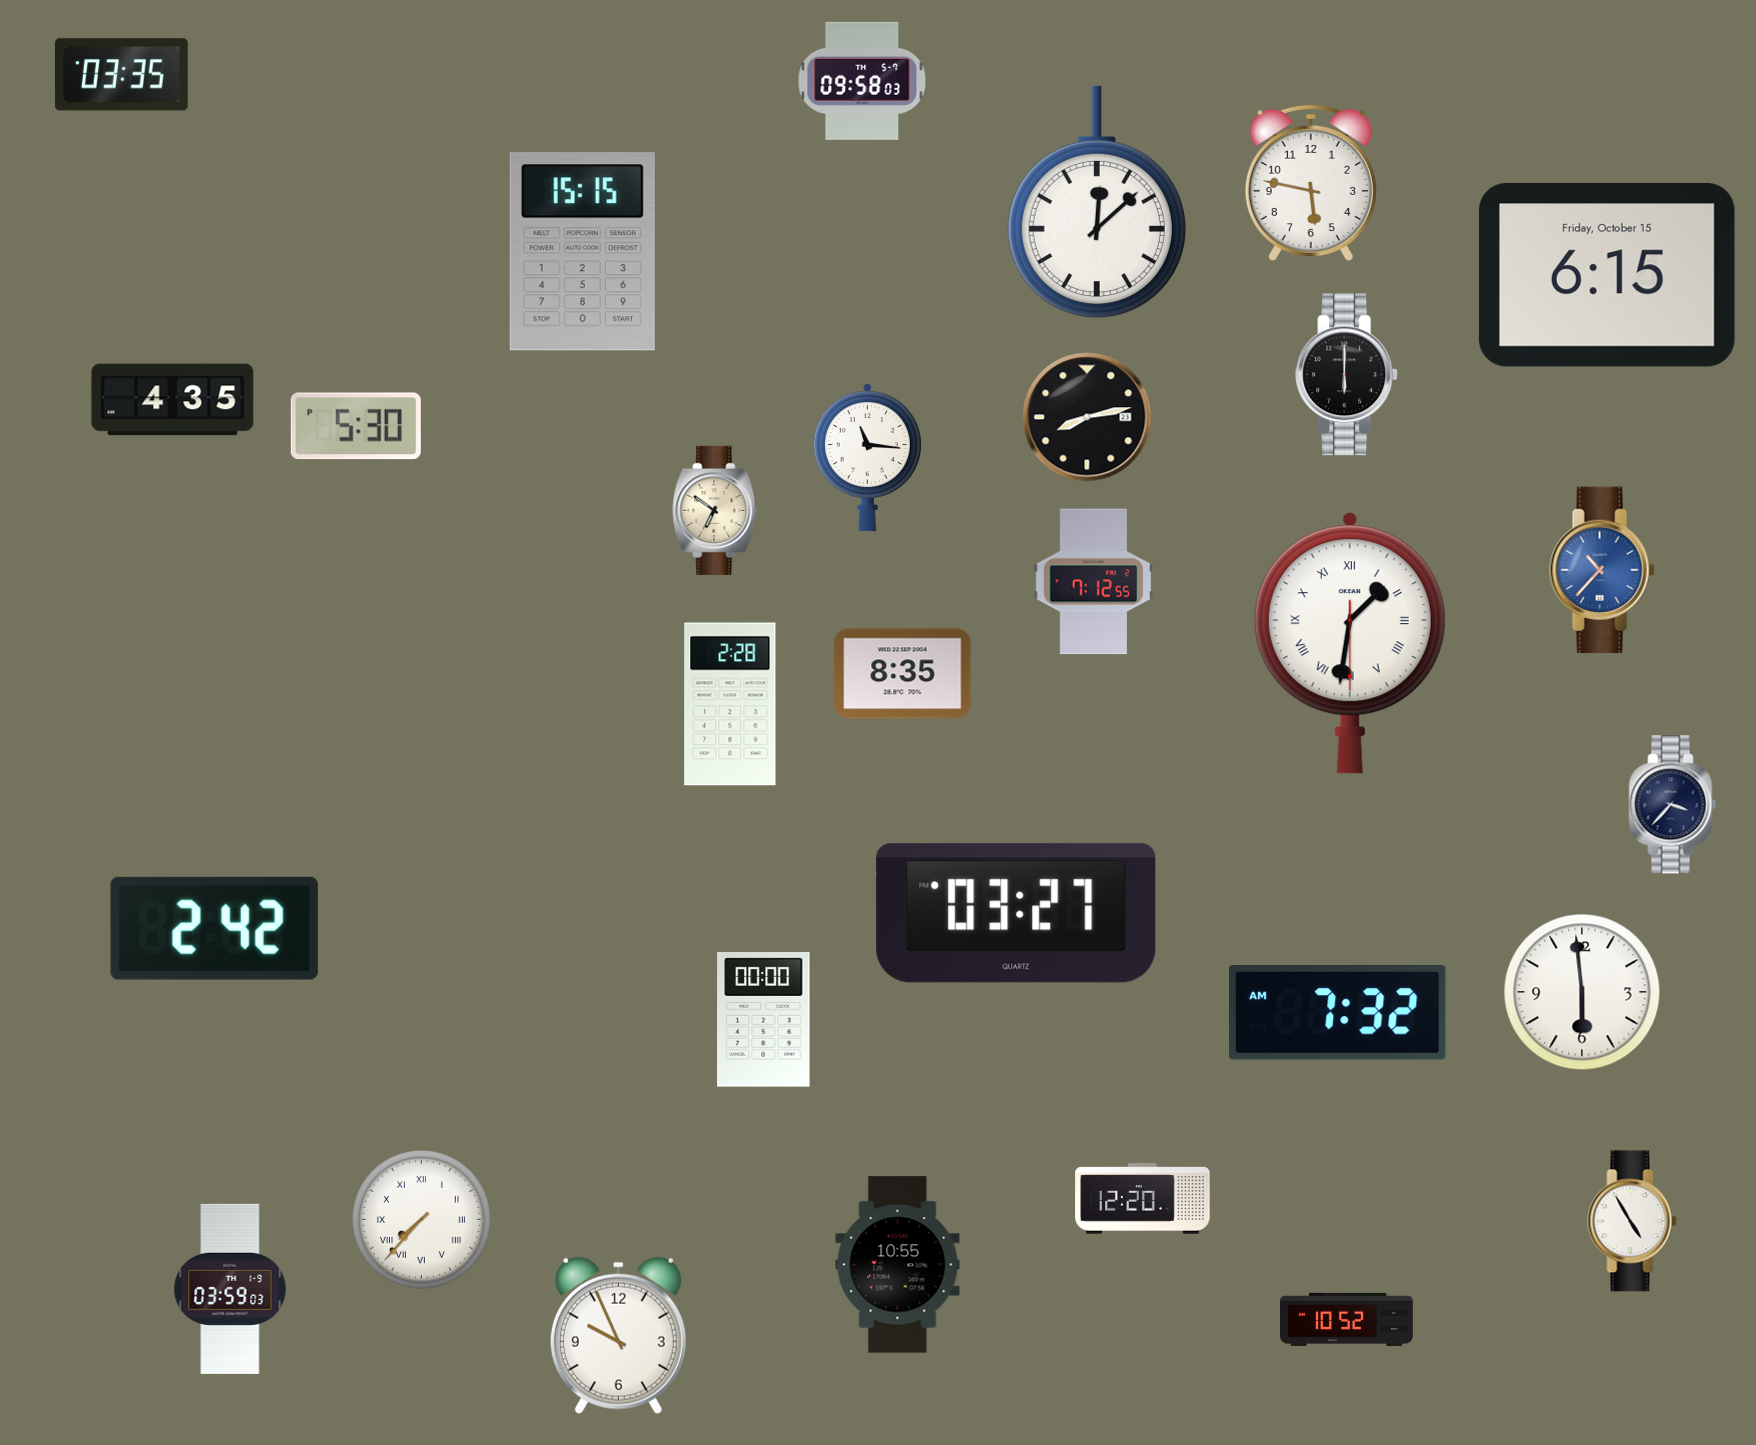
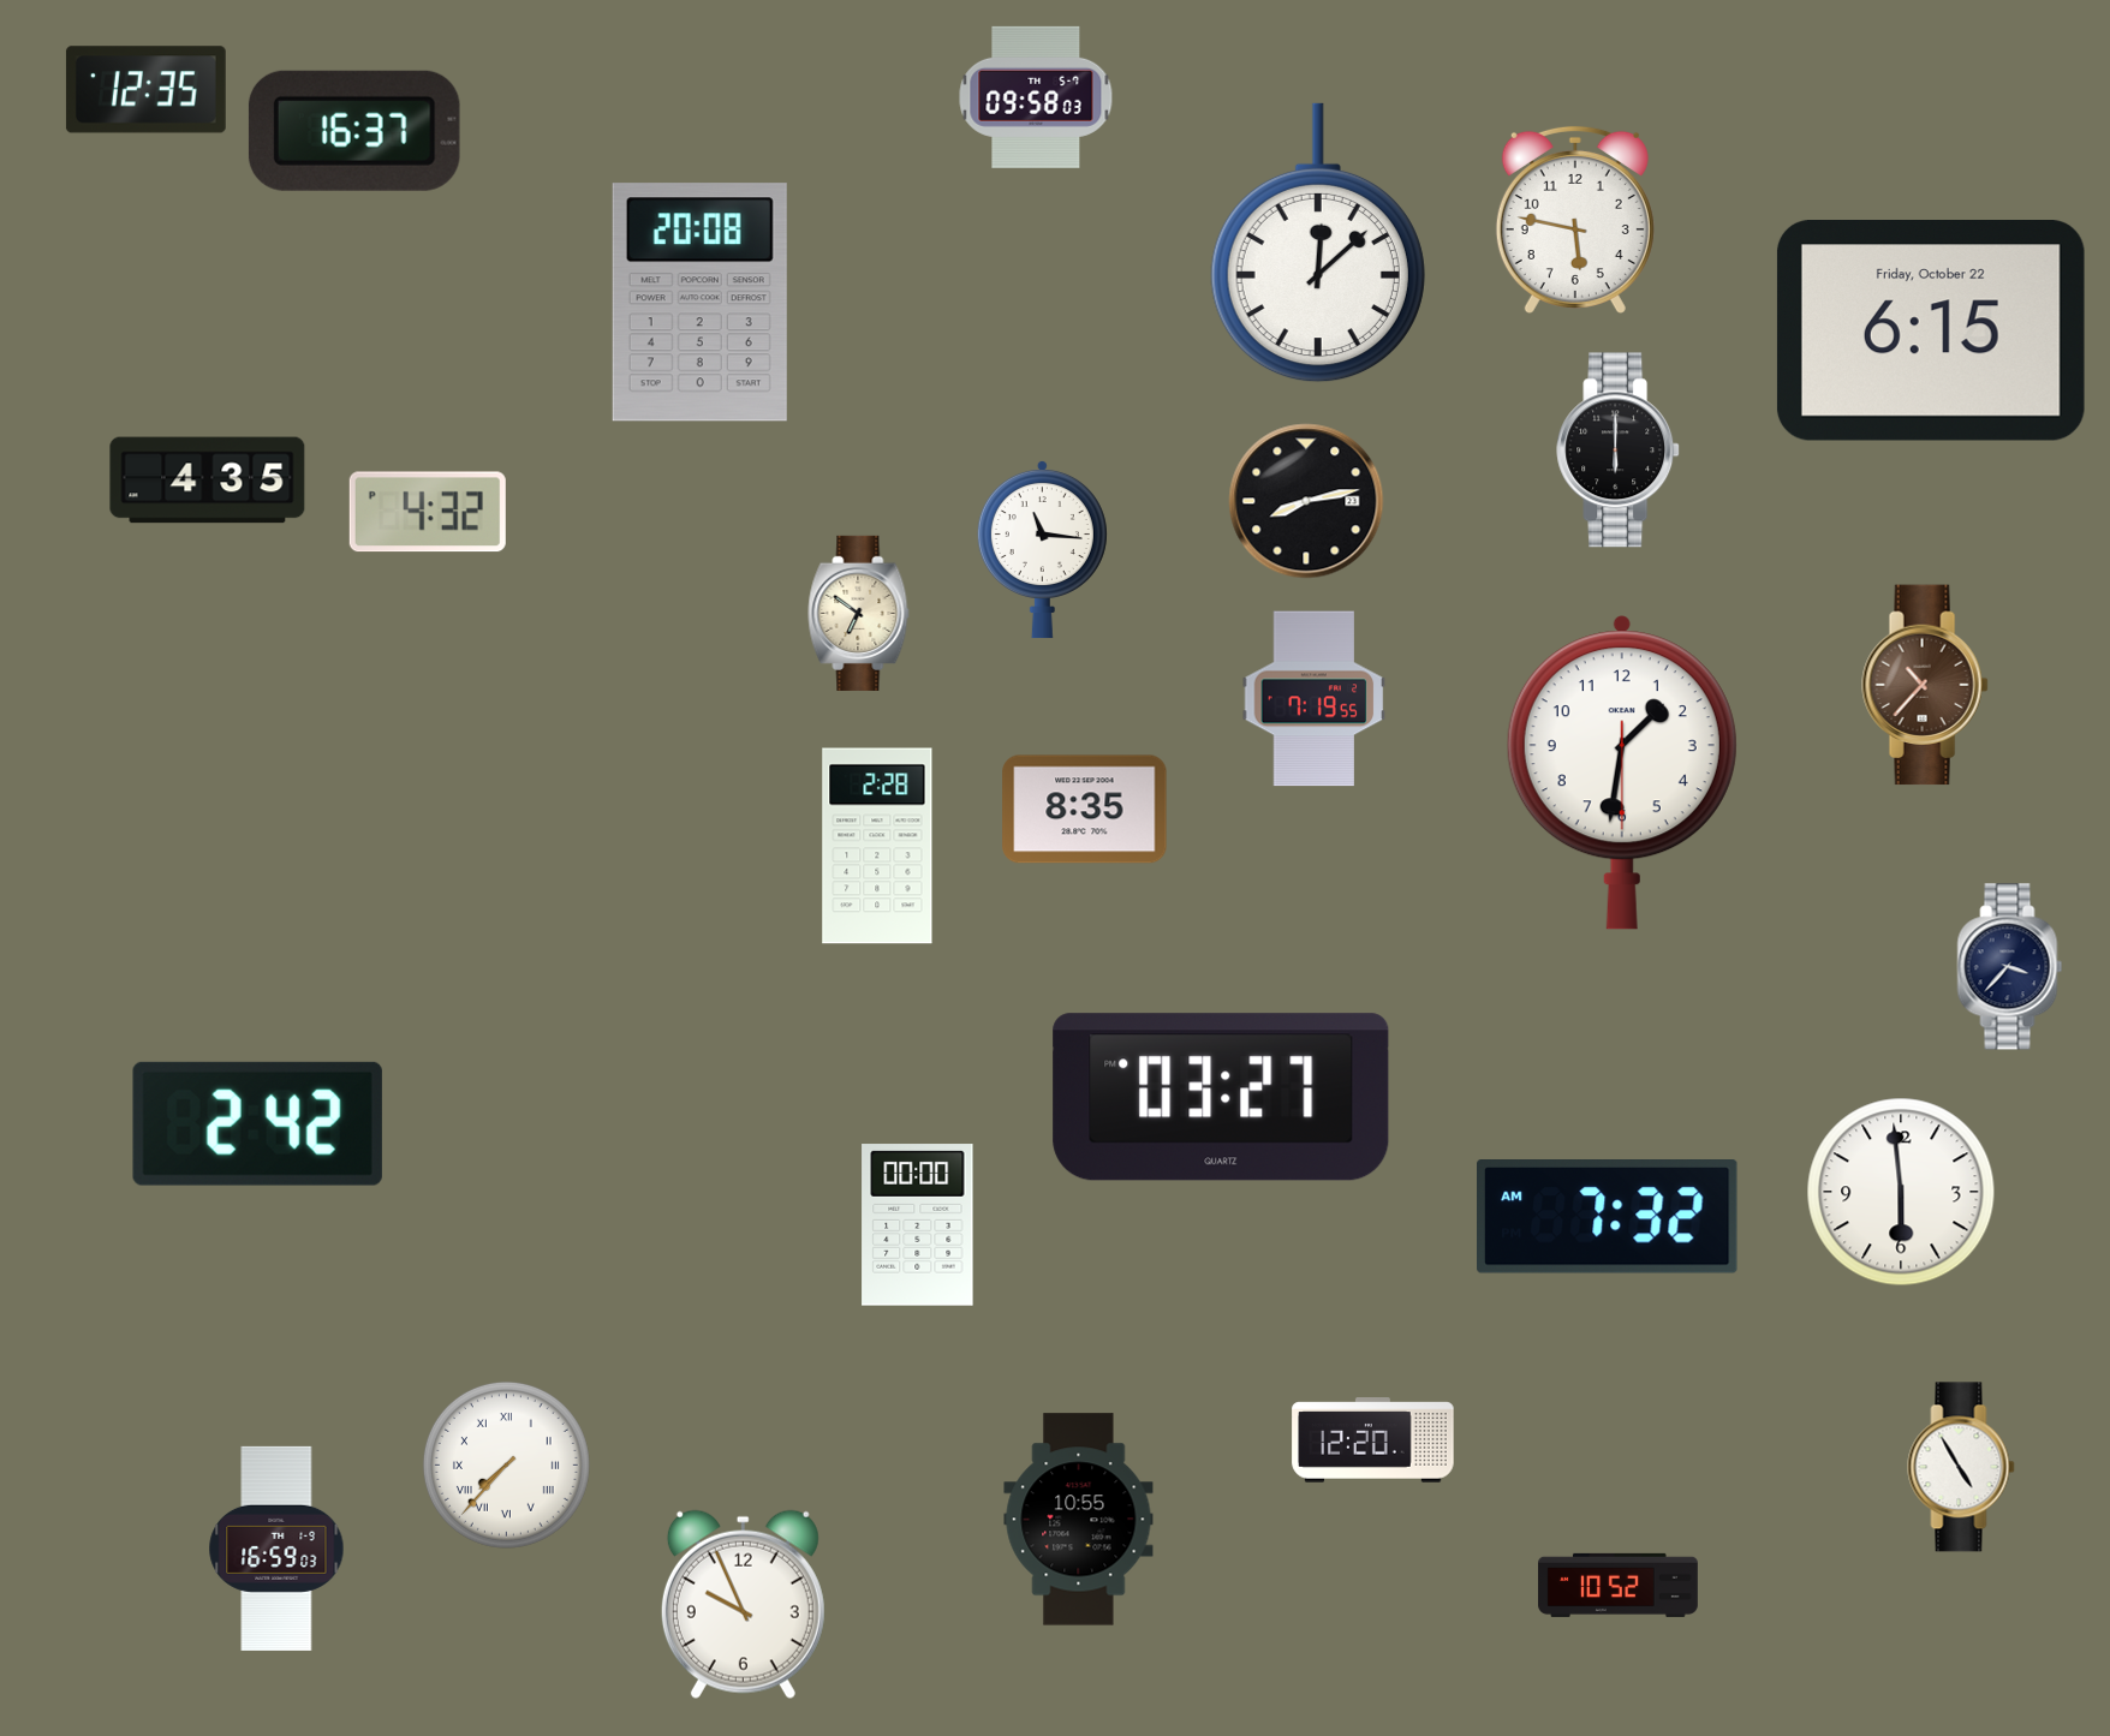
clock at (121, 75): 03:35 -> 12:35
clock at (354, 131): none -> 16:37
clock at (582, 252): 15:15 -> 20:08
clock at (1607, 275) date: Friday, October 15 -> Friday, October 22
clock at (356, 426): 5:30 -> 4:32
clock at (1602, 570) dial: blue -> brown
clock at (1094, 582): 7:12 -> 7:19
clock at (1350, 643) numerals: Roman -> Arabic
clock at (214, 928) position: (214, 928) -> (257, 1123)
clock at (230, 1289): 03:59 -> 16:59
